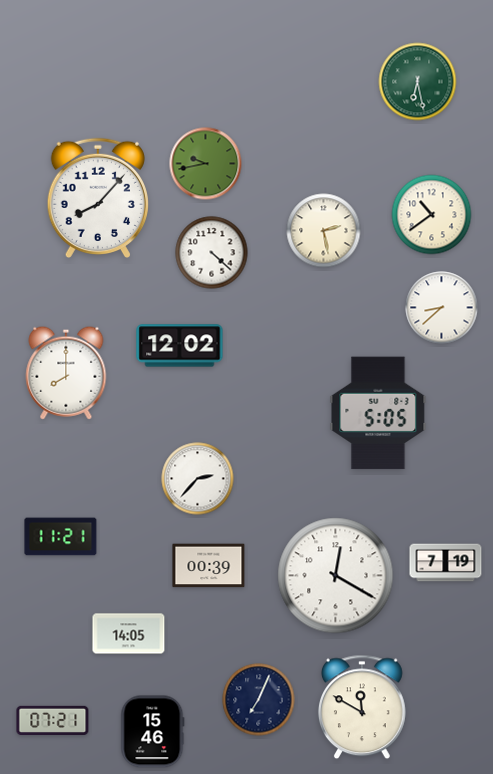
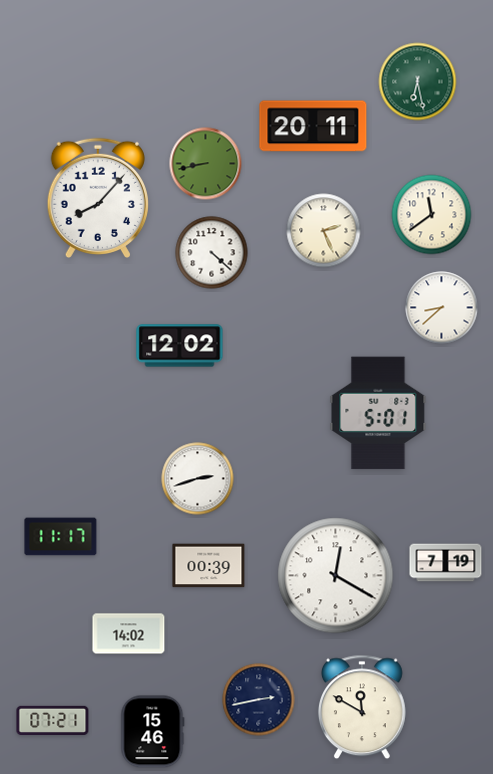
clock at (313, 126): none -> 20:11
clock at (206, 164): 9:43 -> 8:43
clock at (432, 215): 10:39 -> 11:39
clock at (324, 231): 2:28 -> 2:26
clock at (66, 373): 8:00 -> none
clock at (378, 413): 5:05 -> 5:01
clock at (198, 479): 2:37 -> 2:42
clock at (61, 537): 11:21 -> 11:17
clock at (129, 634): 14:05 -> 14:02
clock at (259, 700): 7:04 -> 2:43
